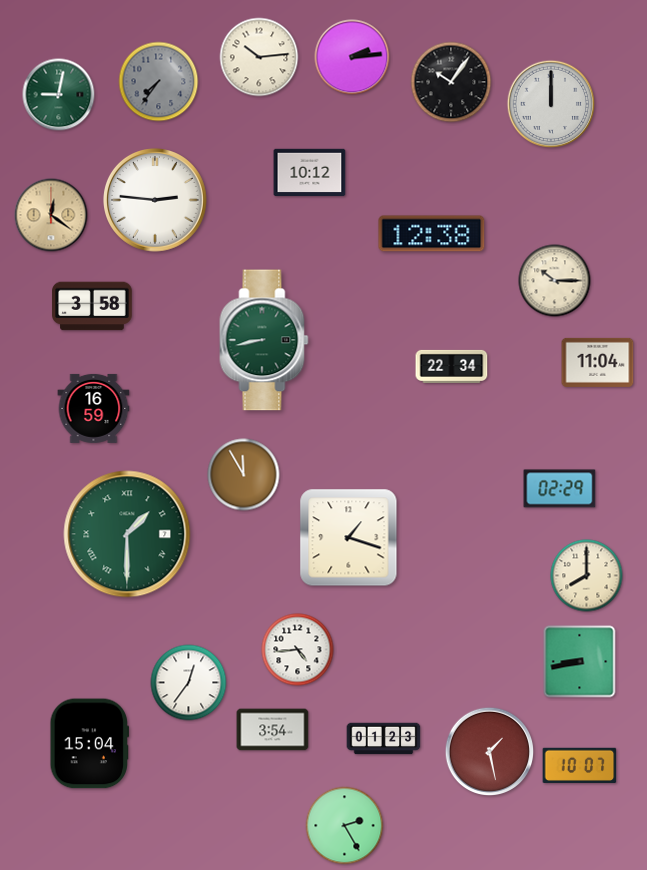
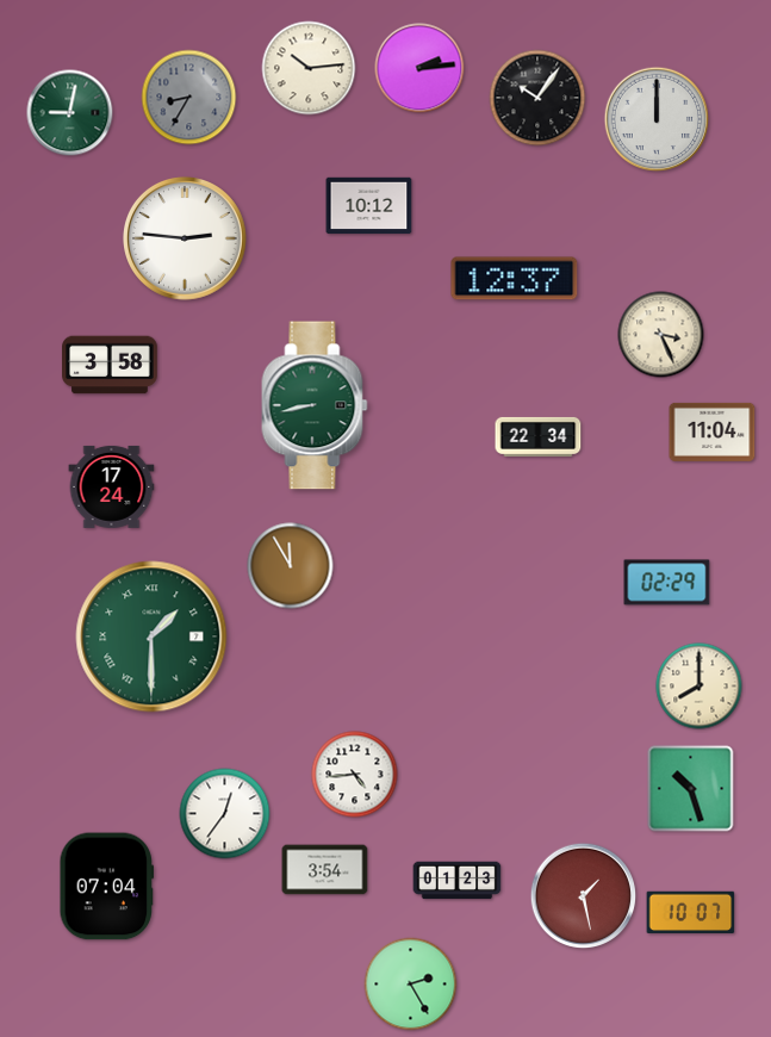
clock at (159, 82): 7:36 -> 8:35
clock at (551, 104) position: (551, 104) -> (657, 119)
clock at (51, 215): 12:21 -> none
clock at (432, 234): 12:38 -> 12:37
clock at (555, 281): 10:15 -> 3:26
clock at (94, 408): 16:59 -> 17:24
clock at (349, 538): 1:18 -> none
clock at (580, 662): 8:43 -> 10:27
clock at (90, 744): 15:04 -> 07:04
